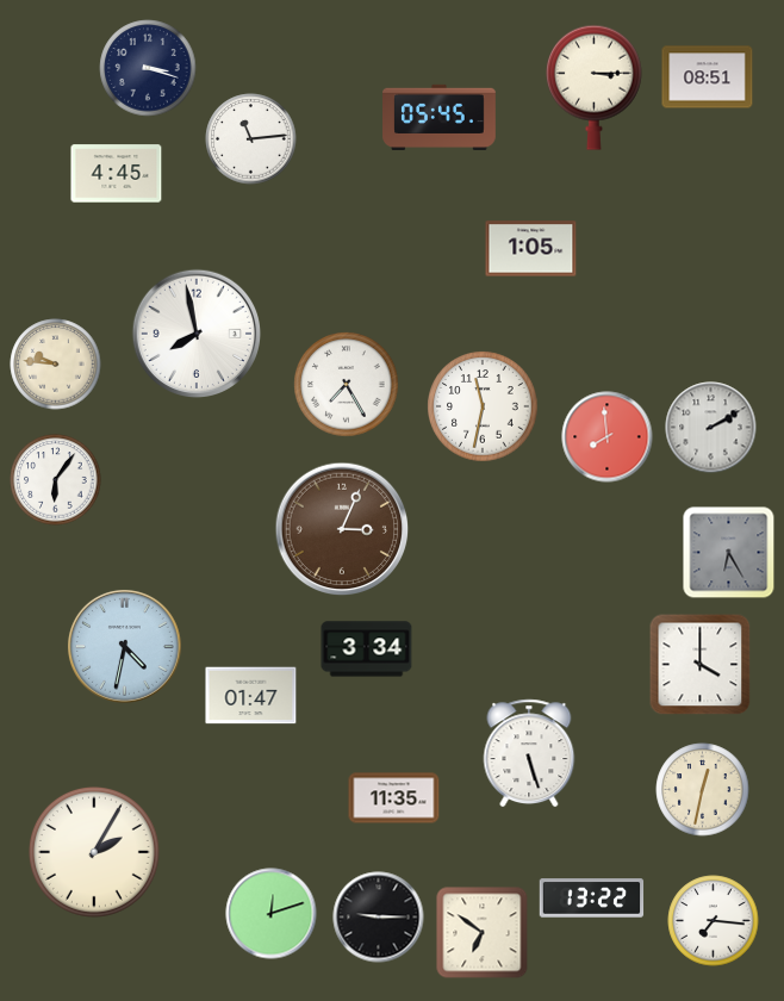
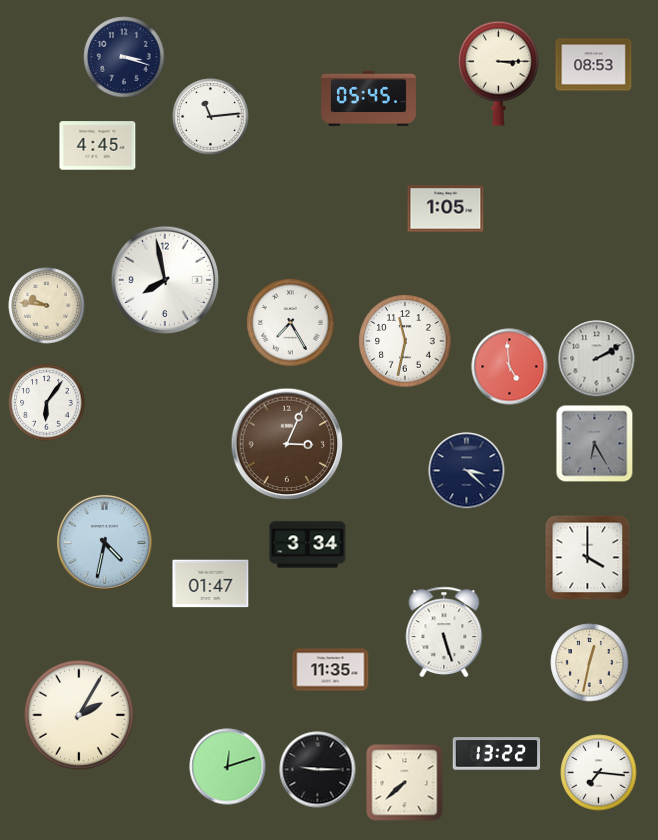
clock at (708, 77): 08:51 -> 08:53
clock at (608, 437): 7:59 -> 4:59
clock at (729, 553) position: (729, 553) -> (595, 444)
clock at (467, 471): none -> 3:22
clock at (483, 933): 6:51 -> 7:38
